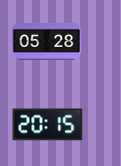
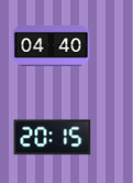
clock at (47, 41): 05:28 -> 04:40
